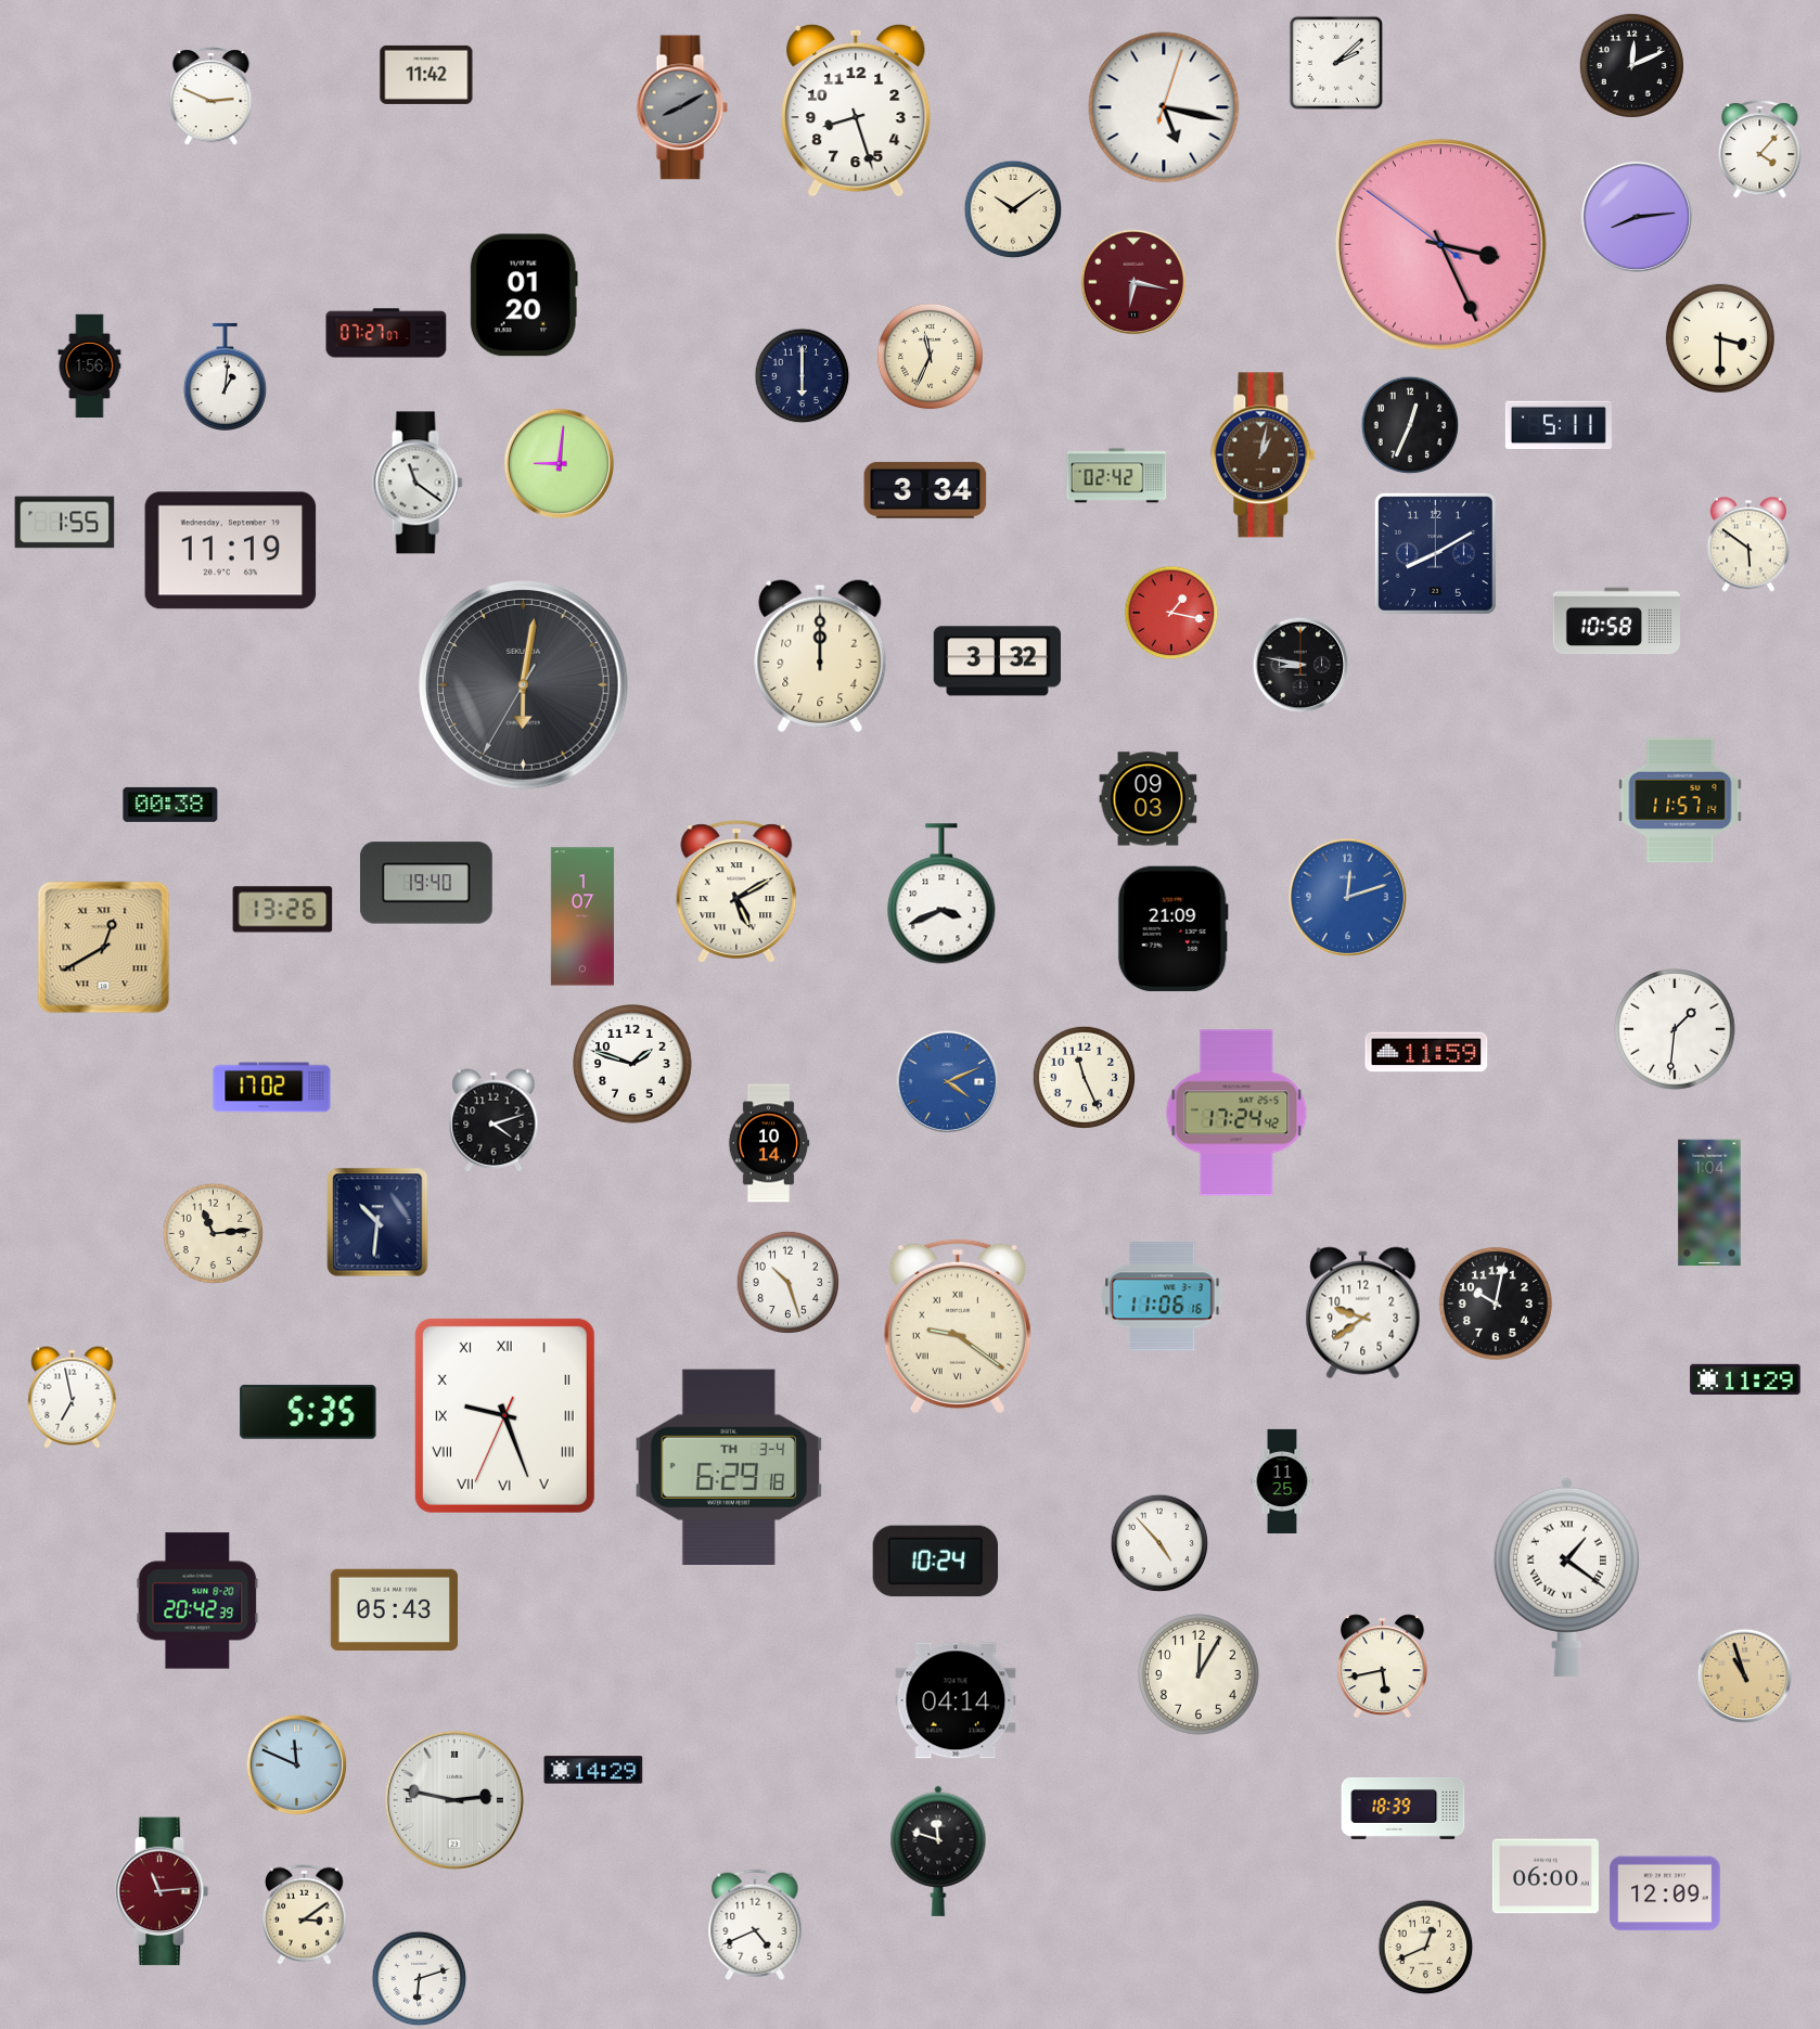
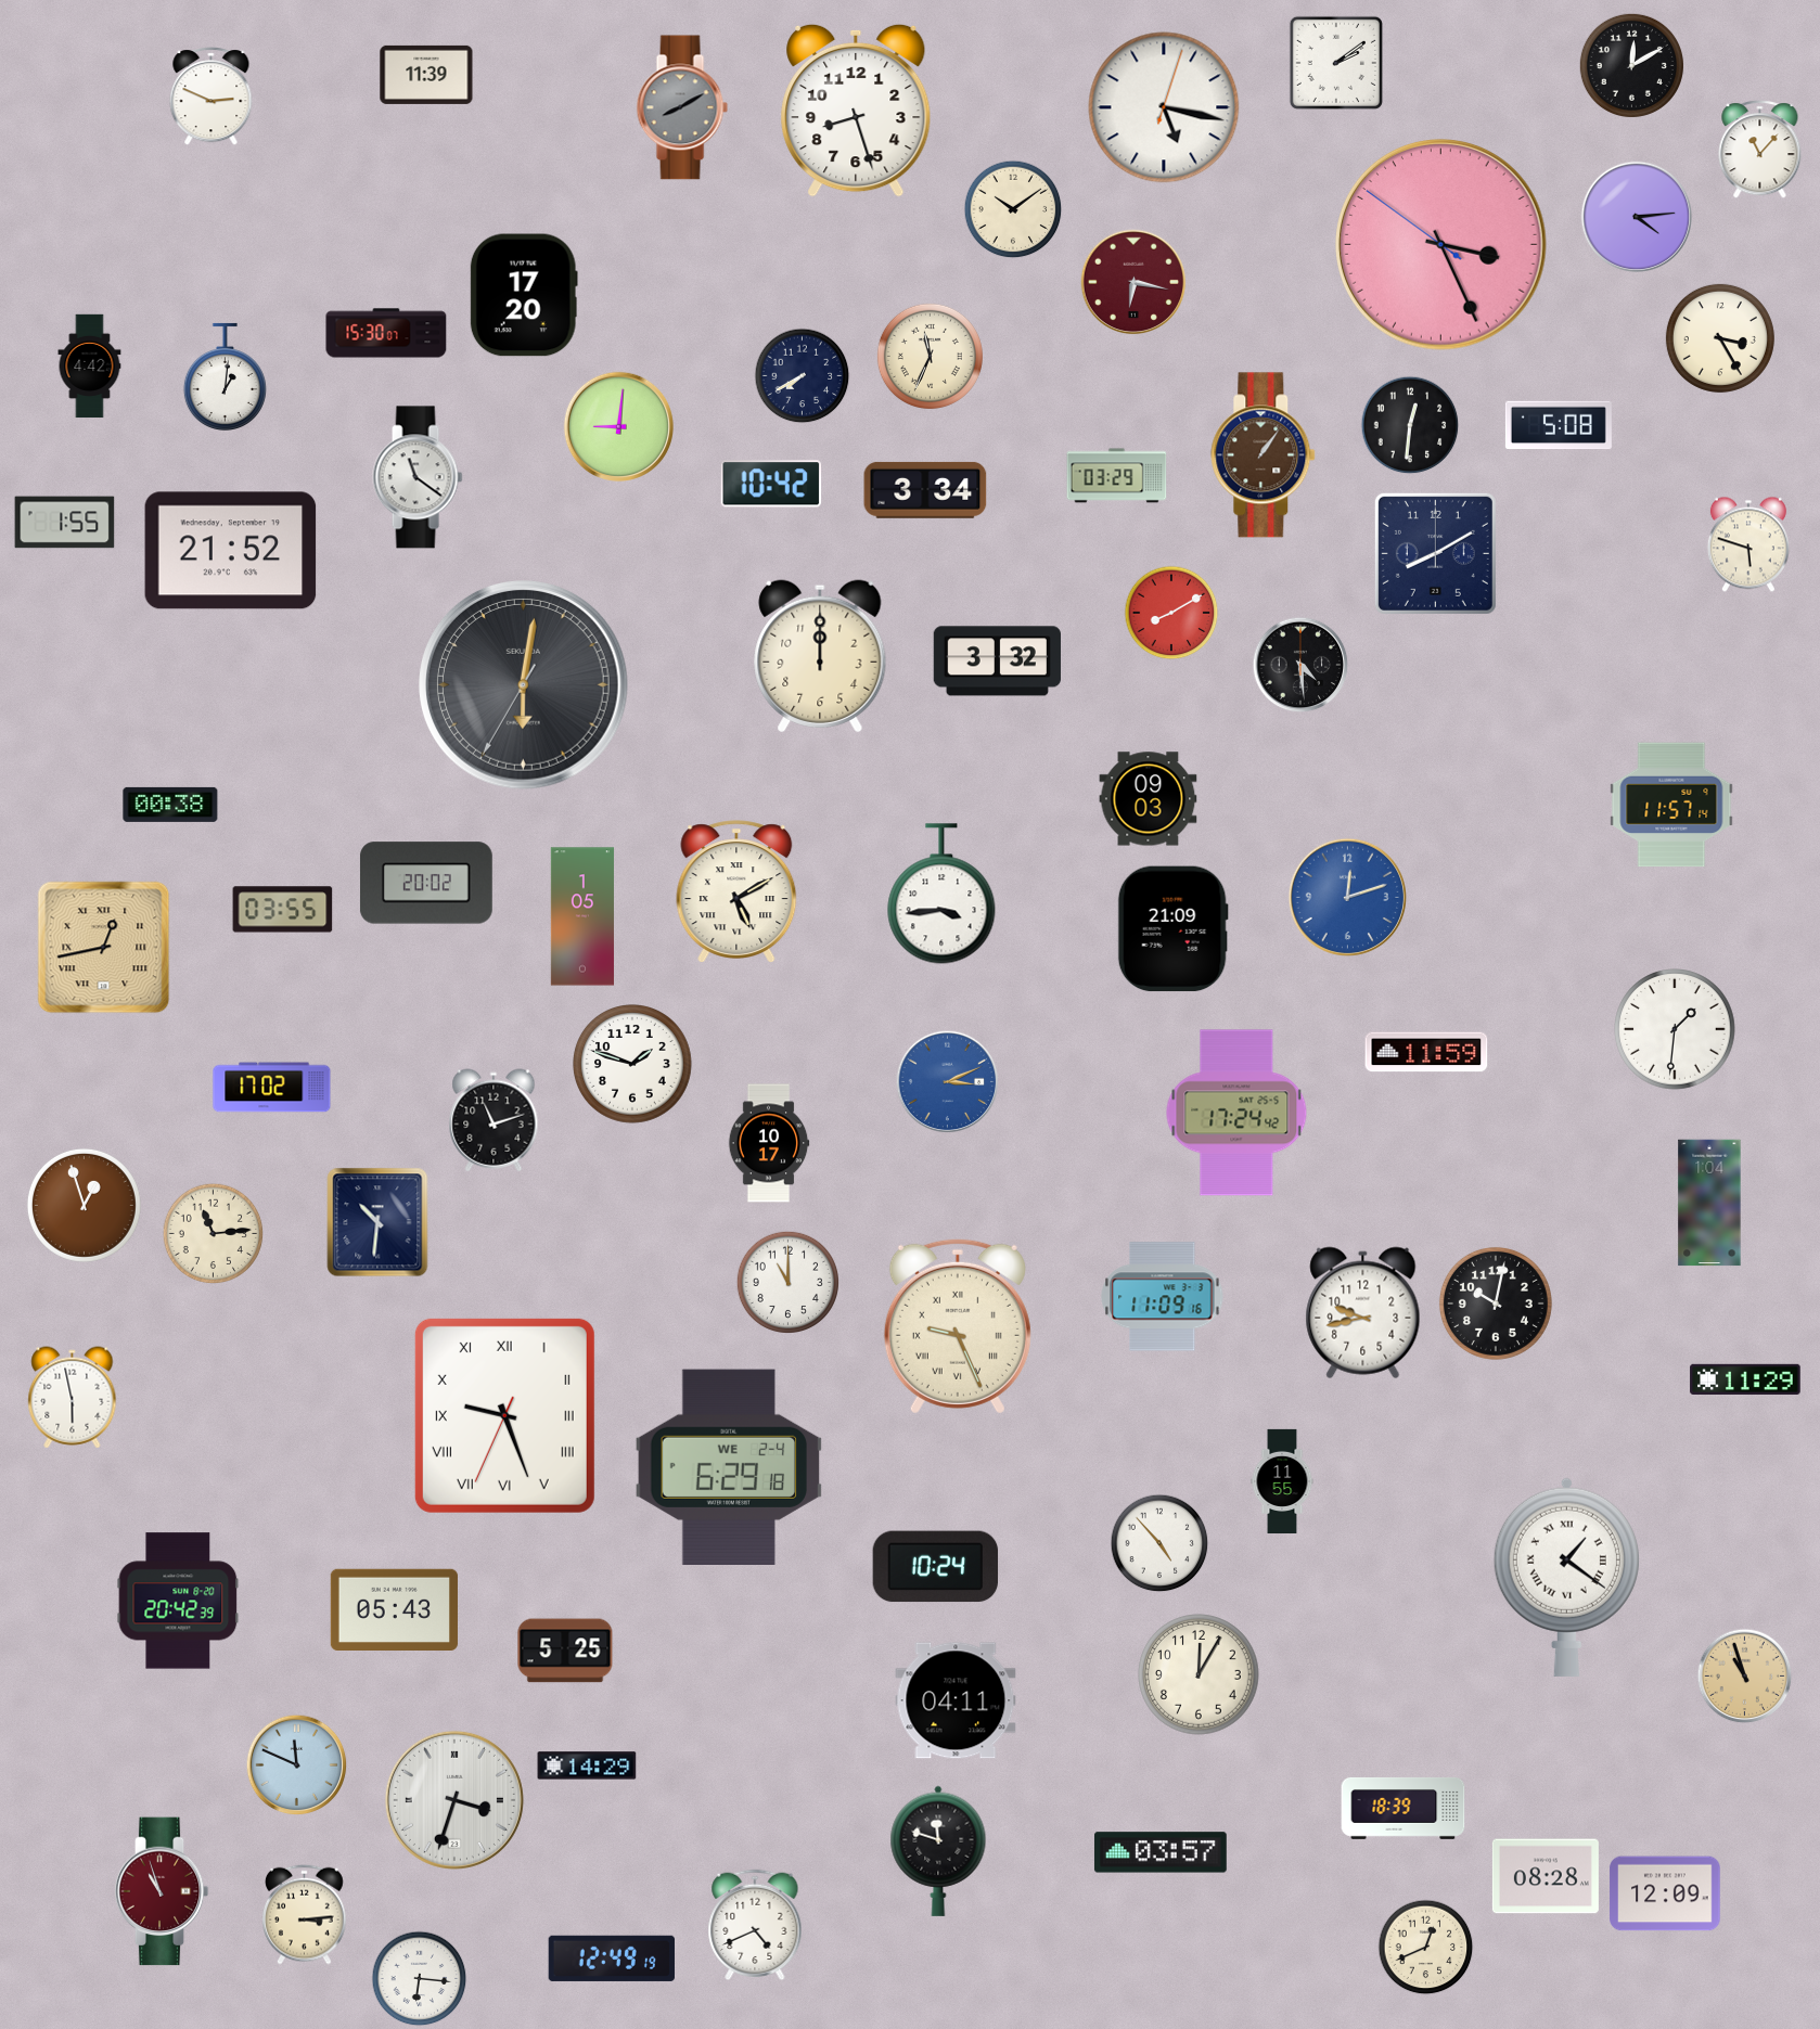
clock at (1336, 63): 2:08 -> 2:09
clock at (1631, 65): 12:11 -> 12:10
clock at (426, 75): 11:42 -> 11:39
clock at (1760, 150): 4:07 -> 11:07
clock at (1636, 216): 8:14 -> 4:14
clock at (524, 295): 01:20 -> 17:20
clock at (386, 333): 07:27 -> 15:30
clock at (1720, 338): 3:30 -> 3:25
clock at (90, 367): 1:56 -> 4:42
clock at (803, 376): 6:00 -> 7:40
clock at (1410, 425): 12:34 -> 12:31
clock at (1559, 425): 5:11 -> 5:08
clock at (1264, 455): 1:02 -> 1:06
clock at (559, 463) position: (559, 463) -> (618, 426)
clock at (1117, 476): 02:42 -> 03:29
clock at (418, 483) position: (418, 483) -> (418, 477)
clock at (771, 484): none -> 10:42
clock at (1748, 544): 5:51 -> 5:48
clock at (231, 551): 11:19 -> 21:52
clock at (1171, 613): 1:17 -> 8:10
clock at (1616, 621): 10:58 -> none
clock at (1300, 665): 8:47 -> 4:29
clock at (1680, 800) position: (1680, 800) -> (1671, 805)
clock at (426, 883): 19:40 -> 20:02
clock at (941, 894): 3:41 -> 3:44
clock at (283, 910): 13:26 -> 03:55
clock at (582, 916): 1:07 -> 1:05
clock at (104, 948): 12:40 -> 12:43
clock at (1084, 1077): 11:26 -> none
clock at (948, 1082): 4:11 -> 3:11
clock at (494, 1120): 4:12 -> 11:12
clock at (769, 1143): 10:14 -> 10:17
clock at (84, 1205): none -> 12:57
clock at (787, 1282): 10:27 -> 11:00
clock at (1163, 1297): 11:06 -> 11:09
clock at (1363, 1313): 9:39 -> 9:43
clock at (958, 1326): 9:21 -> 9:26
clock at (73, 1398): 6:58 -> 5:58
clock at (308, 1412): 5:35 -> none
clock at (729, 1466) date: TH 3-4 -> WE 2-4
clock at (1282, 1480): 11:25 -> 11:55
clock at (936, 1562) position: (936, 1562) -> (936, 1567)
clock at (197, 1601) position: (197, 1601) -> (178, 1601)
clock at (565, 1651): none -> 5:25
clock at (1382, 1667): 5:43 -> none
clock at (956, 1700): 04:14 -> 04:11
clock at (593, 1770) position: (593, 1770) -> (587, 1765)
clock at (454, 1800): 2:47 -> 3:33
clock at (1161, 1852): none -> 03:57
clock at (1546, 1876): 06:00 -> 08:28
clock at (162, 1891): 11:14 -> 10:57
clock at (305, 1914): 3:09 -> 3:14
clock at (612, 1959): none -> 12:49
clock at (420, 1979): 6:12 -> 6:16
